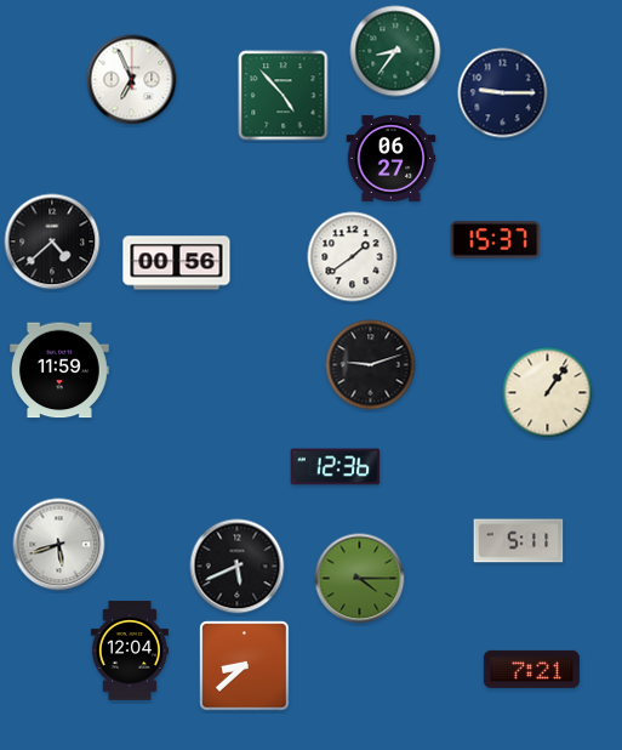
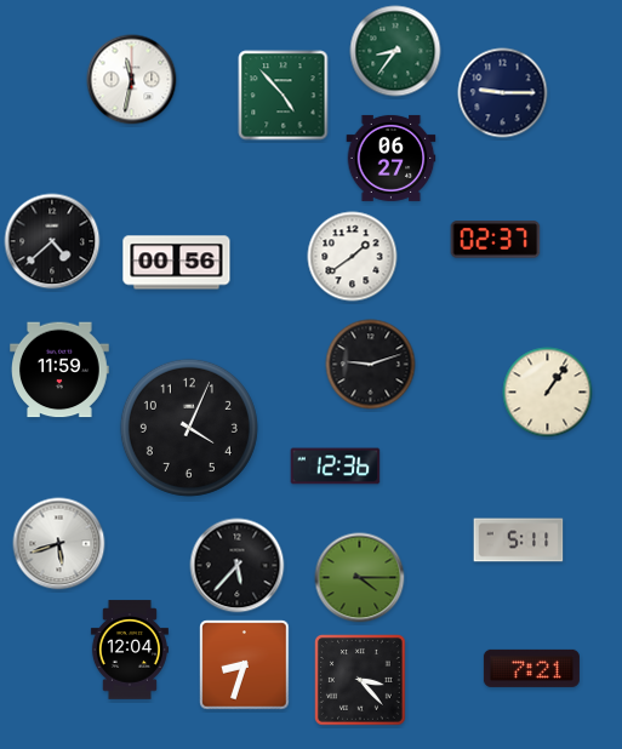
clock at (132, 80): 6:56 -> 11:32
clock at (496, 240): 15:37 -> 02:37
clock at (189, 428): none -> 4:04
clock at (238, 567): 5:41 -> 5:37
clock at (245, 666): 8:38 -> 8:33
clock at (361, 681): none -> 3:23
